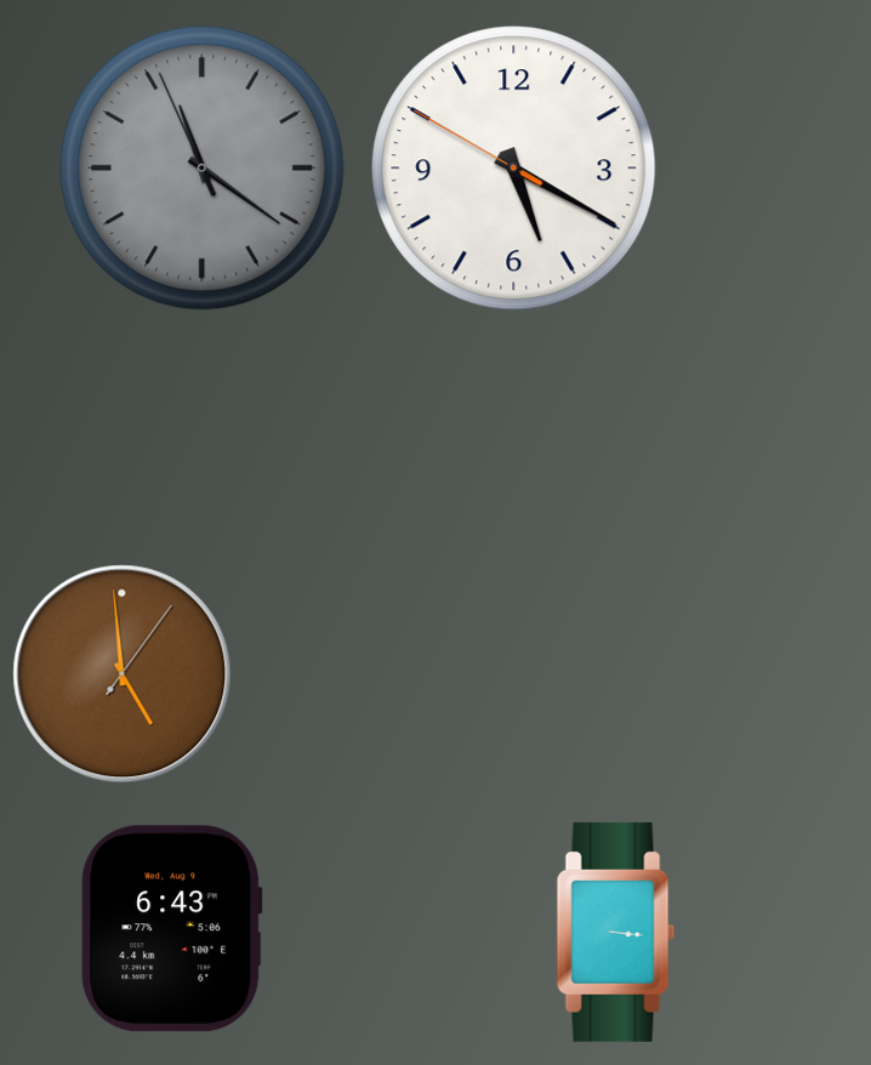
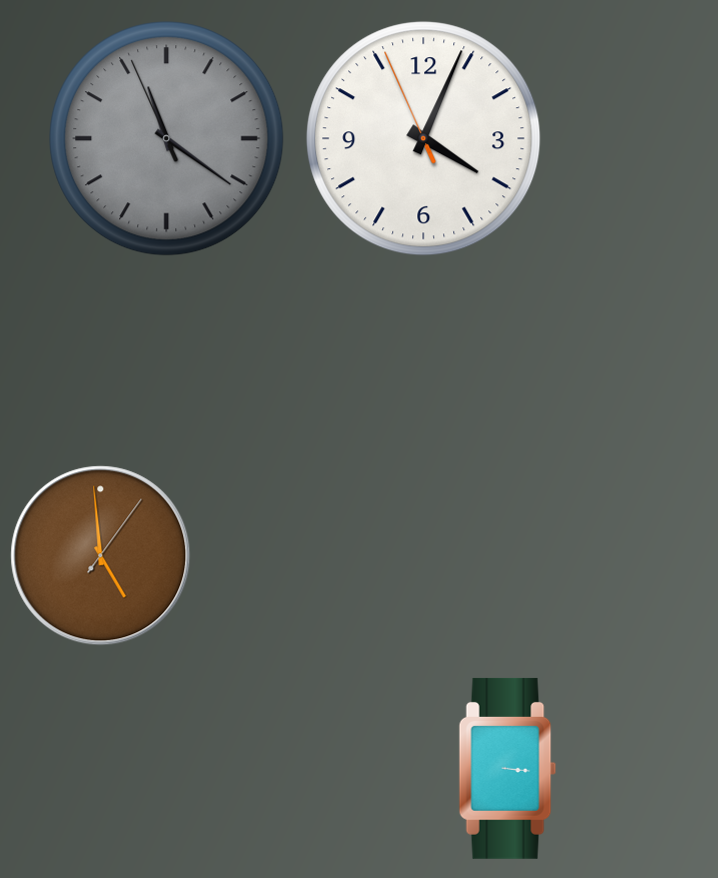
clock at (514, 169): 5:19 -> 4:03
clock at (172, 929): 6:43 -> none
